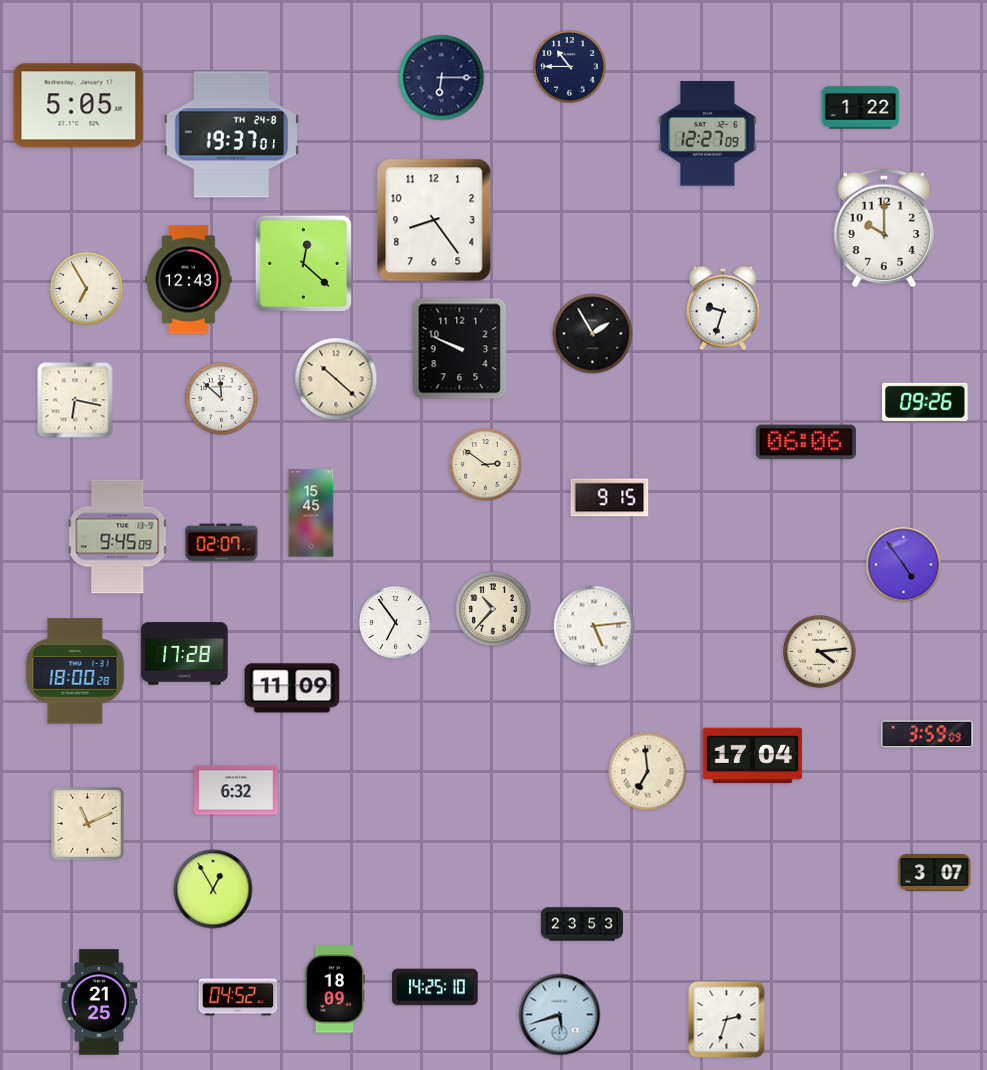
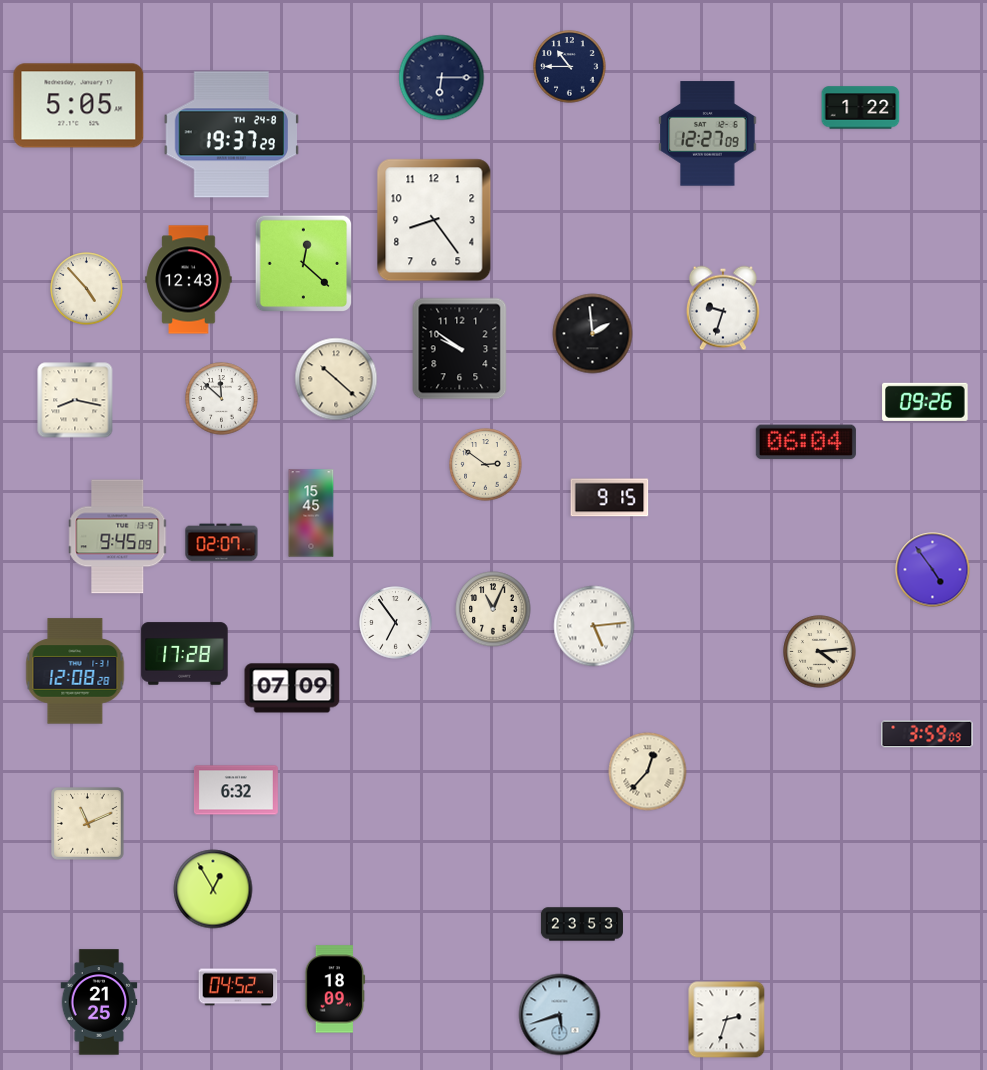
clock at (231, 135): 19:37:01 -> 19:37:29
clock at (883, 228): 10:00 -> none
clock at (87, 289): 6:55 -> 4:53
clock at (593, 334): 1:55 -> 1:59
clock at (460, 349): 9:49 -> 9:51
clock at (75, 400): 6:17 -> 8:17
clock at (806, 442): 06:06 -> 06:04
clock at (904, 565) position: (904, 565) -> (933, 570)
clock at (493, 609): 10:37 -> 11:04
clock at (75, 671): 18:00 -> 12:08
clock at (292, 688): 11:09 -> 07:09
clock at (752, 756): 17:04 -> none
clock at (648, 772): 6:59 -> 12:37
clock at (935, 873): 3:07 -> none
clock at (435, 987): 14:25 -> none
clock at (238, 997) position: (238, 997) -> (238, 987)
